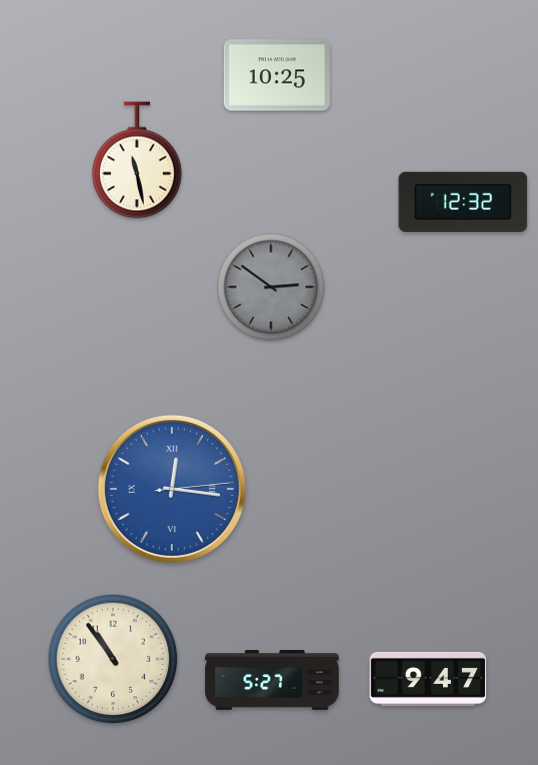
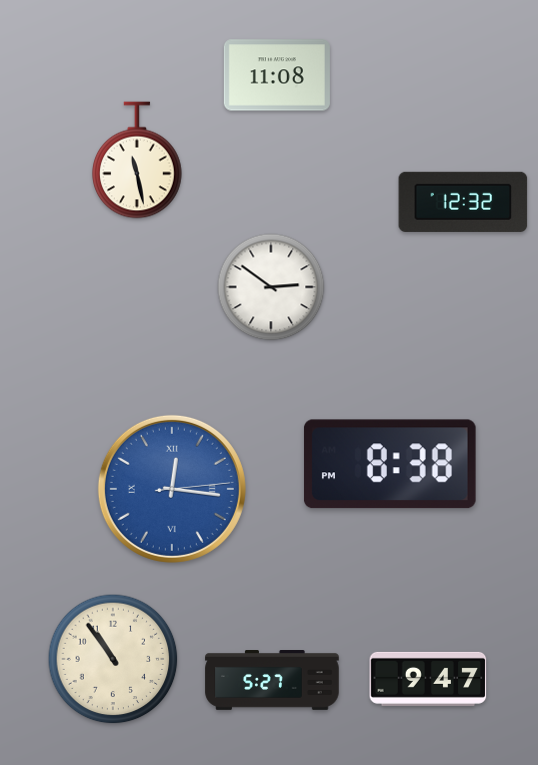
clock at (277, 75): 10:25 -> 11:08
clock at (271, 287) dial: grey -> white
clock at (390, 464): none -> 8:38
